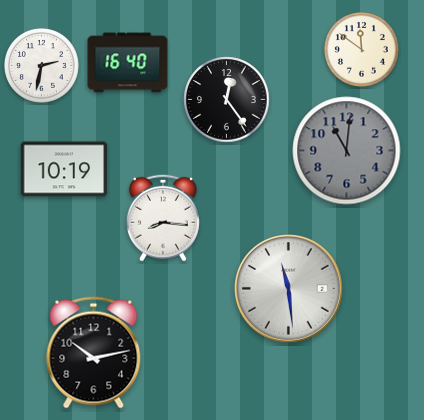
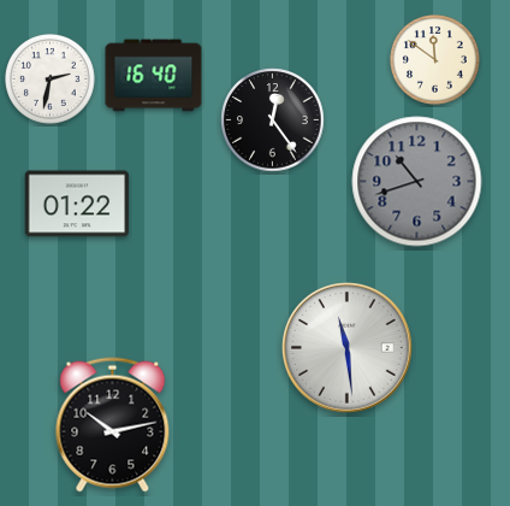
clock at (347, 151): 11:01 -> 10:42
clock at (64, 169): 10:19 -> 01:22
clock at (163, 218): 8:16 -> none
